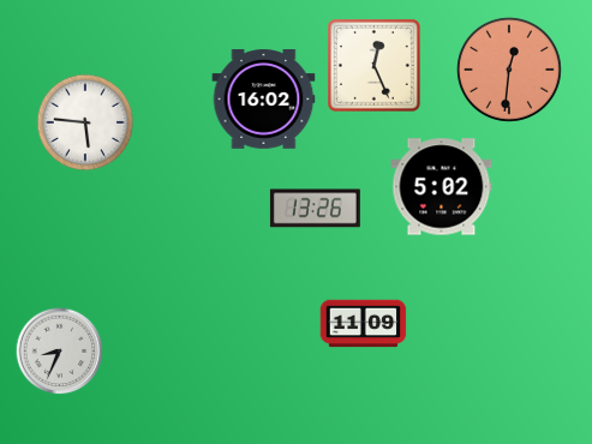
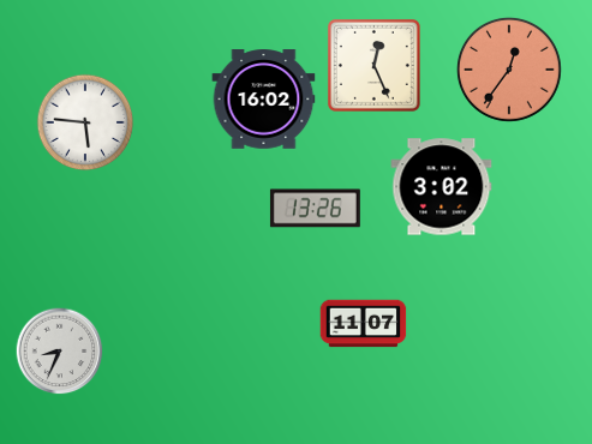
clock at (509, 70): 12:31 -> 12:36
clock at (442, 187): 5:02 -> 3:02
clock at (364, 324): 11:09 -> 11:07
